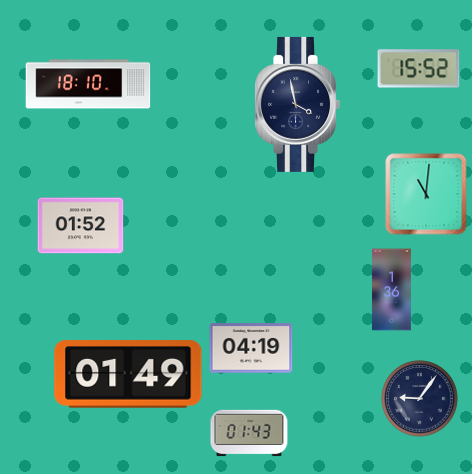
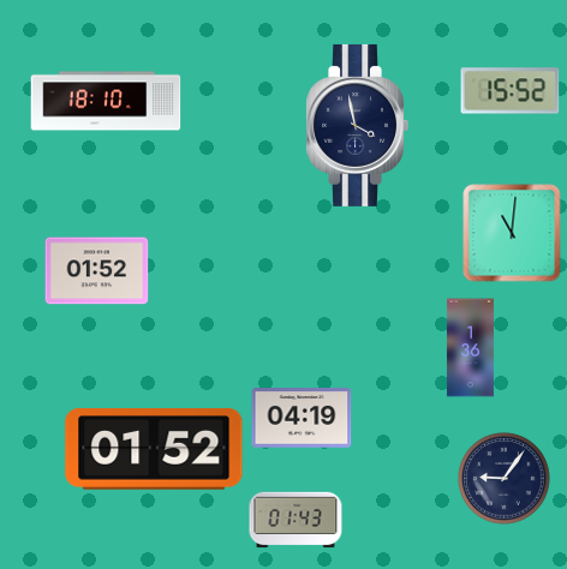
clock at (419, 69) position: (419, 69) -> (511, 91)
clock at (128, 374): 01:49 -> 01:52
clock at (249, 433) position: (249, 433) -> (296, 520)
